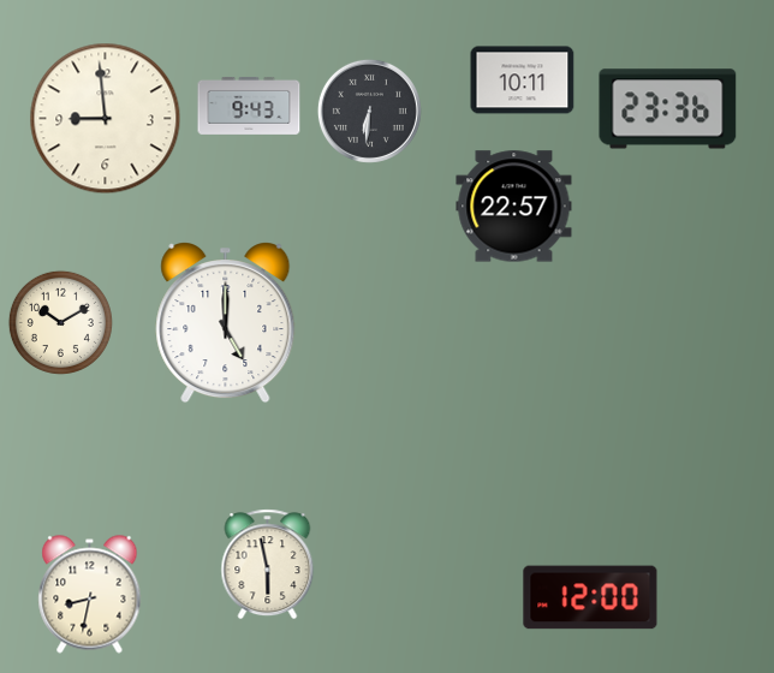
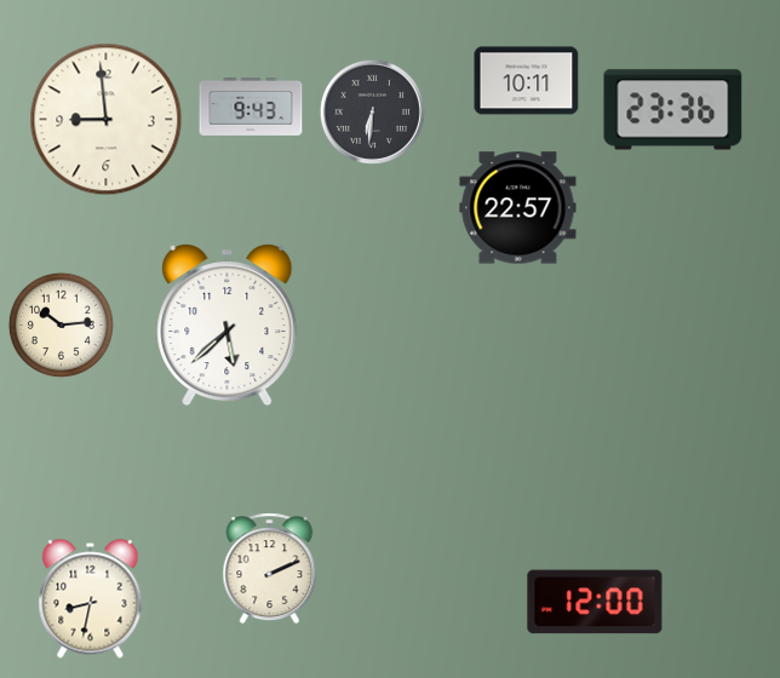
clock at (60, 322): 10:10 -> 10:14
clock at (226, 323): 5:00 -> 5:38
clock at (268, 565): 5:58 -> 2:11
